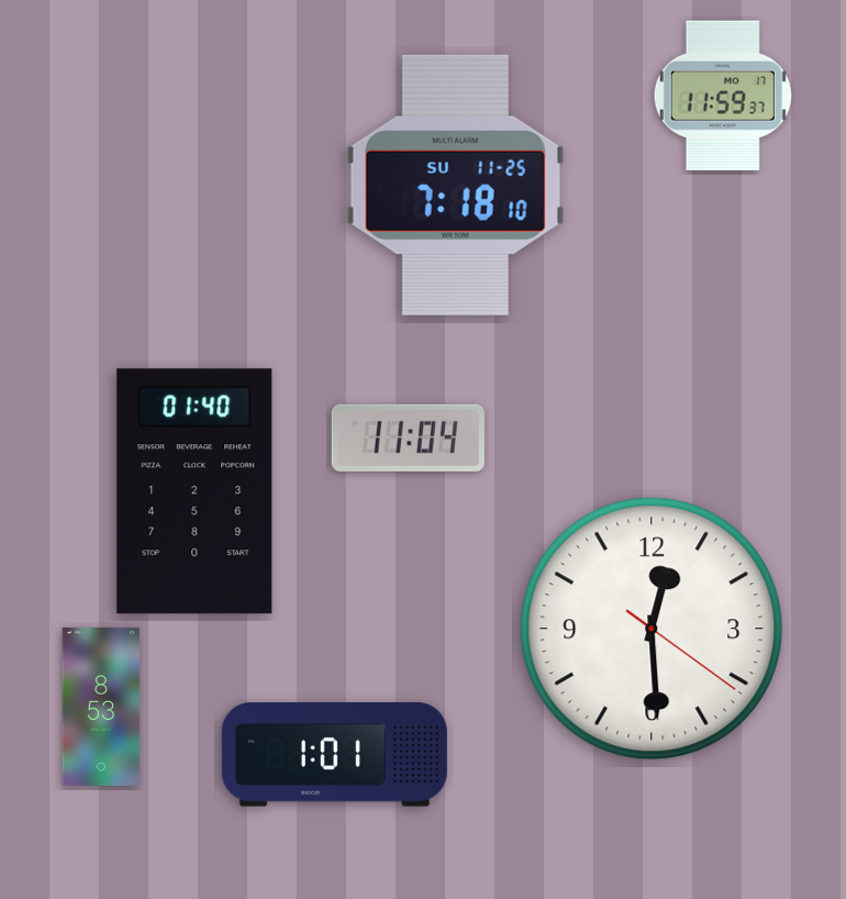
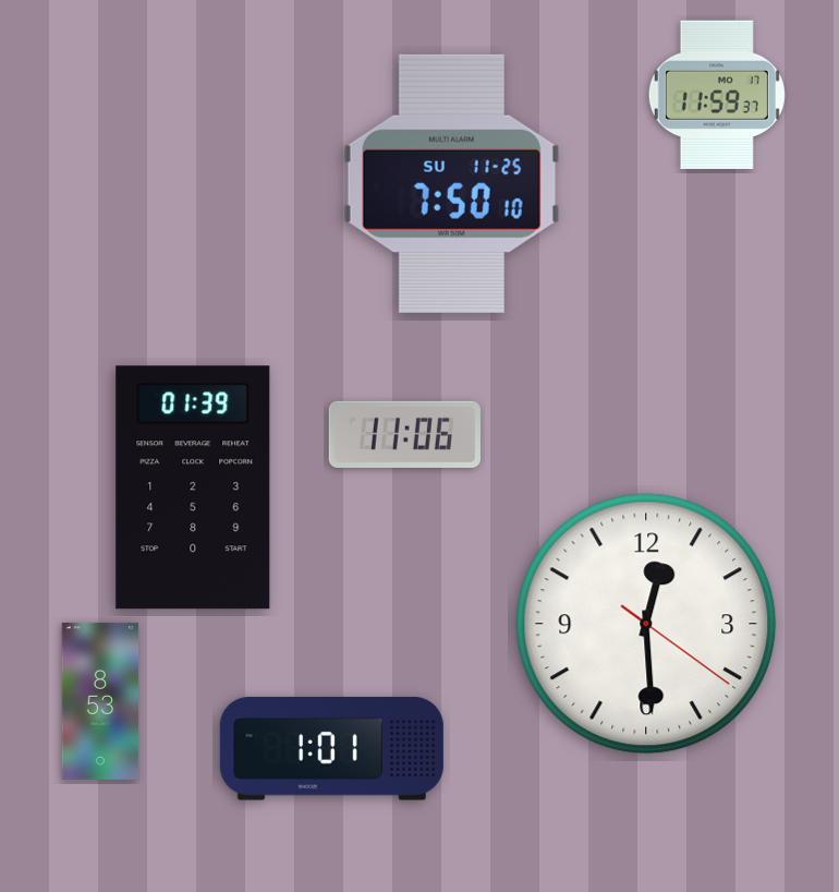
clock at (455, 185): 7:18 -> 7:50
clock at (408, 437): 11:04 -> 11:06
clock at (194, 491): 01:40 -> 01:39
